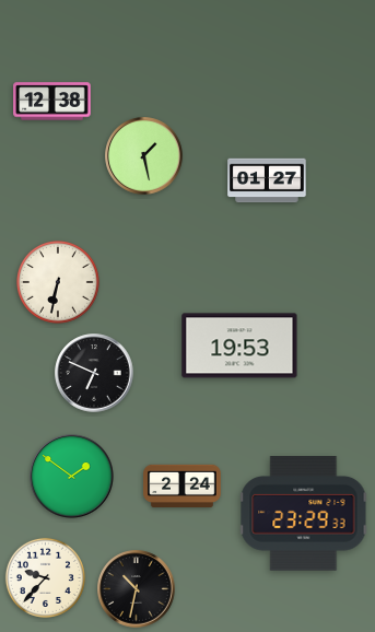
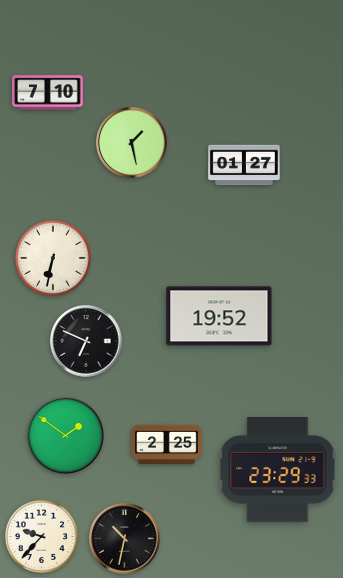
clock at (52, 102): 12:38 -> 7:10
clock at (239, 346): 19:53 -> 19:52
clock at (183, 485): 2:24 -> 2:25
clock at (45, 577) position: (45, 577) -> (41, 536)
